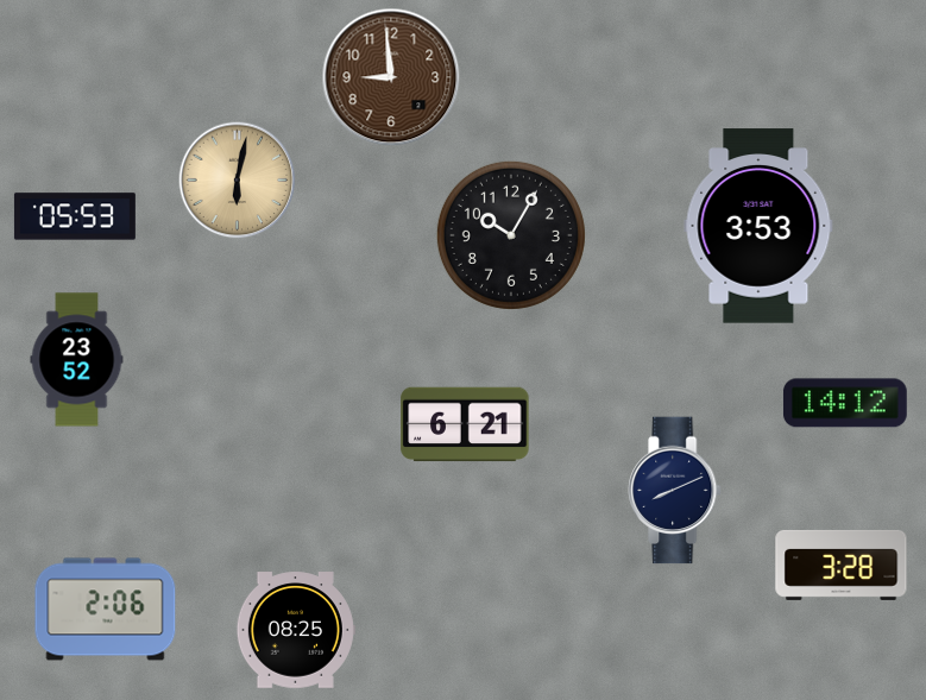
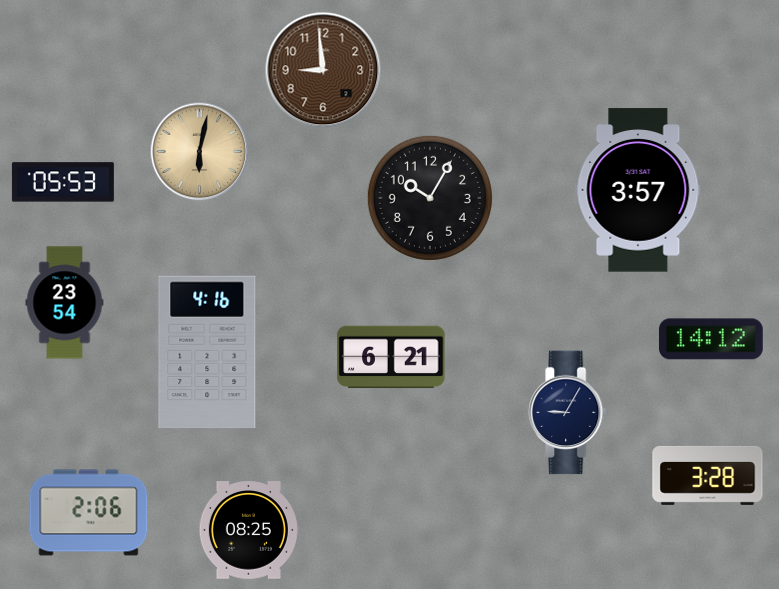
clock at (391, 77) position: (391, 77) -> (323, 70)
clock at (758, 226): 3:53 -> 3:57
clock at (77, 360): 23:52 -> 23:54
clock at (207, 352): none -> 4:16
clock at (675, 491): 8:11 -> 9:05
